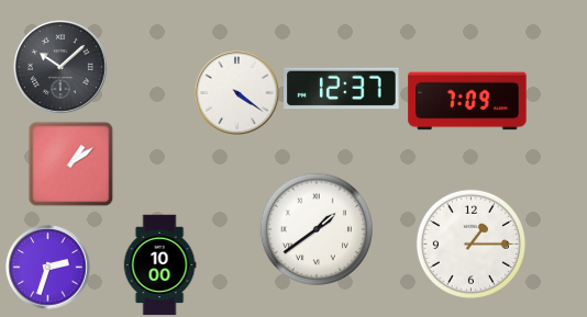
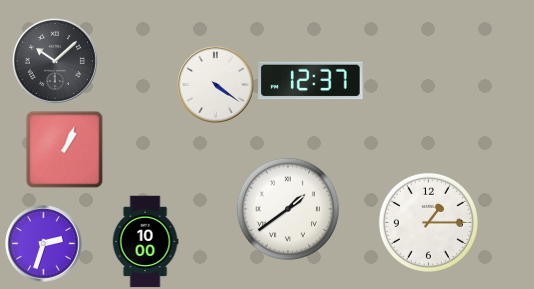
clock at (467, 101): 7:09 -> none
clock at (70, 163): 1:09 -> 1:04
